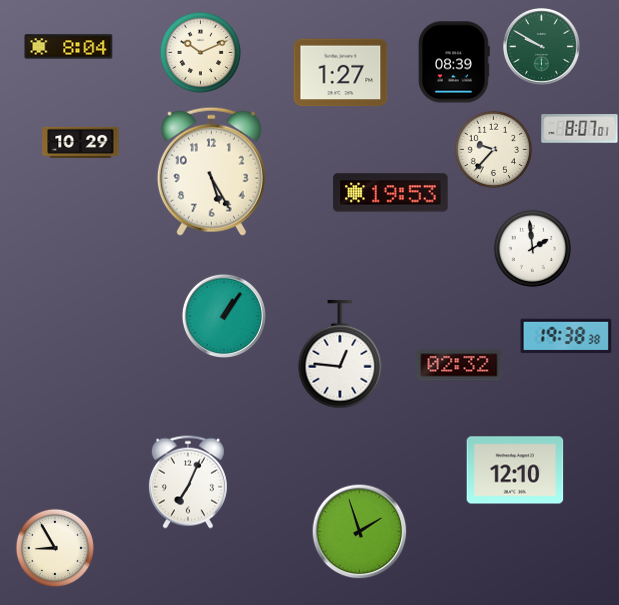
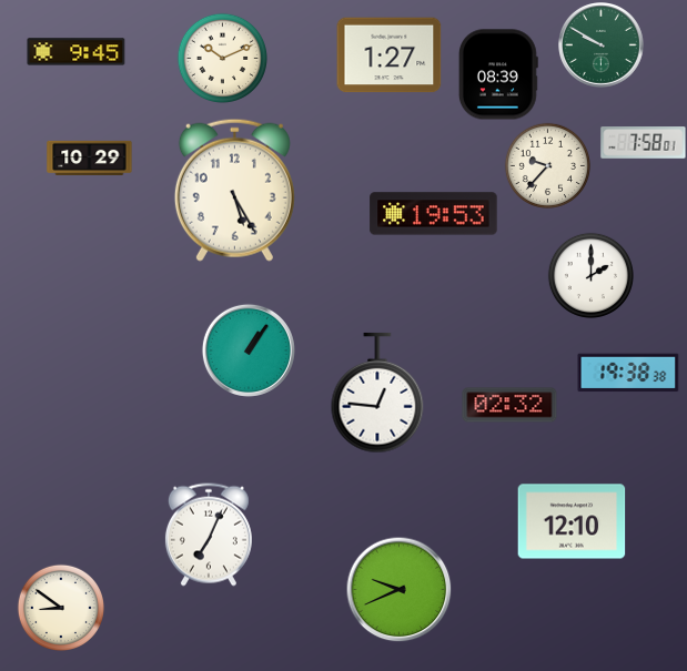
clock at (69, 47): 8:04 -> 9:45
clock at (542, 47) position: (542, 47) -> (602, 45)
clock at (454, 62) position: (454, 62) -> (498, 74)
clock at (341, 73) position: (341, 73) -> (390, 55)
clock at (580, 129): 8:07 -> 7:58
clock at (532, 248): 1:59 -> 2:00
clock at (359, 531): 1:57 -> 9:41
clock at (54, 547): 8:55 -> 8:51
